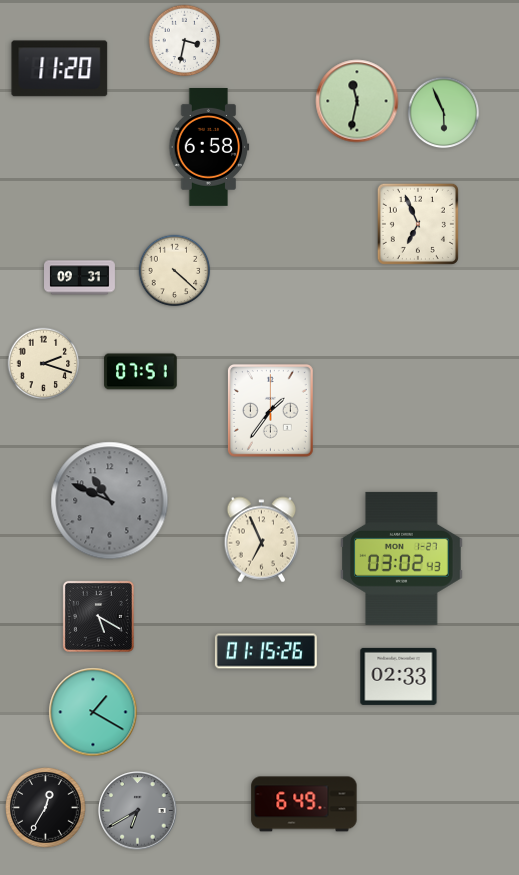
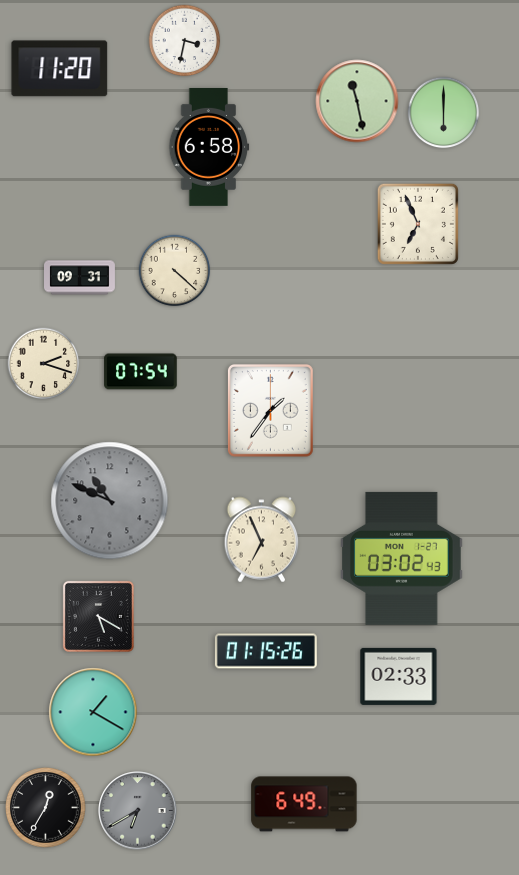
clock at (357, 101): 11:32 -> 11:28
clock at (444, 113): 5:56 -> 6:00
clock at (141, 372): 07:51 -> 07:54
